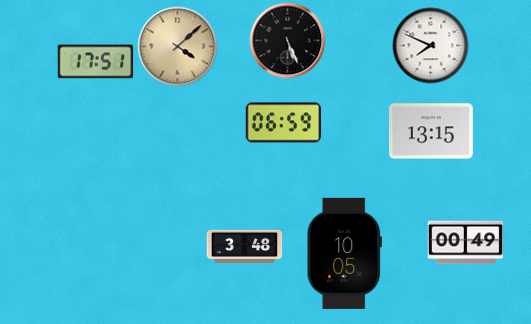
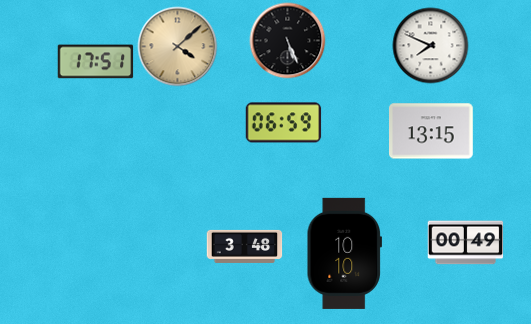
clock at (344, 253): 10:05 -> 10:10
